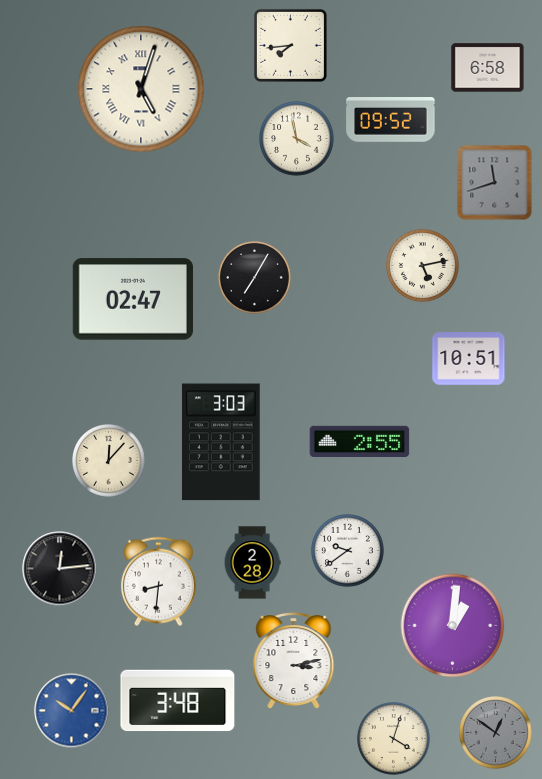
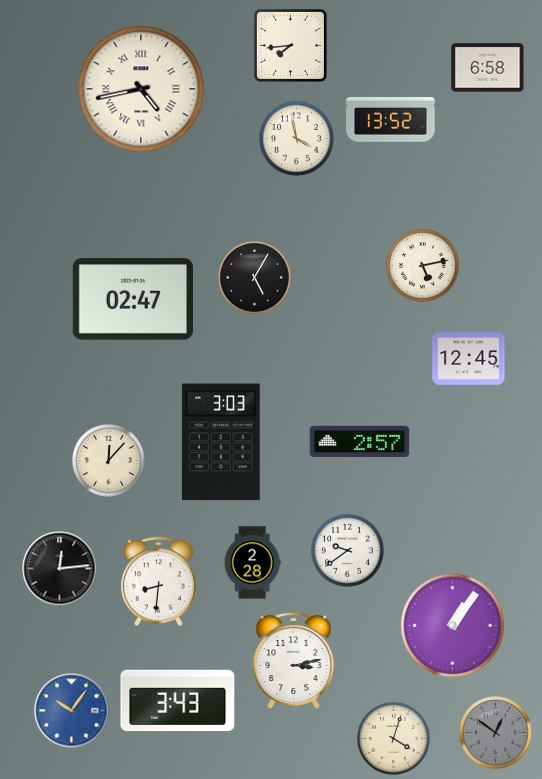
clock at (141, 89): 5:03 -> 4:43
clock at (391, 120): 09:52 -> 13:52
clock at (495, 183): 11:42 -> none
clock at (255, 278): 7:05 -> 5:05
clock at (469, 359): 10:51 -> 12:45
clock at (360, 442): 2:55 -> 2:57
clock at (453, 626): 1:01 -> 1:06
clock at (178, 701): 3:48 -> 3:43
